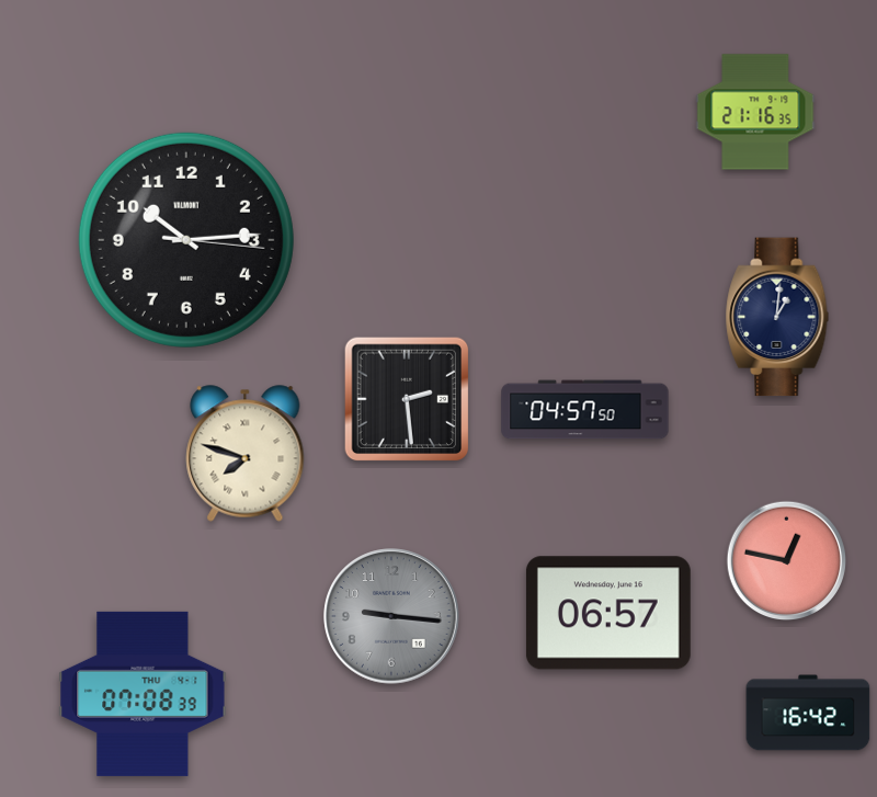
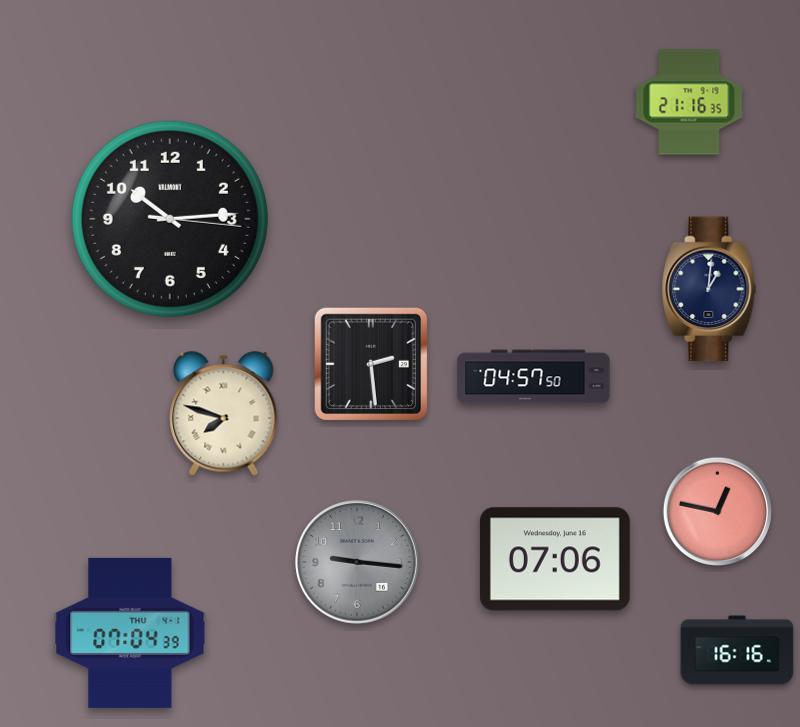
clock at (585, 410) position: (585, 410) -> (534, 377)
clock at (608, 613): 06:57 -> 07:06
clock at (143, 694): 07:08 -> 07:04
clock at (808, 713): 16:42 -> 16:16
